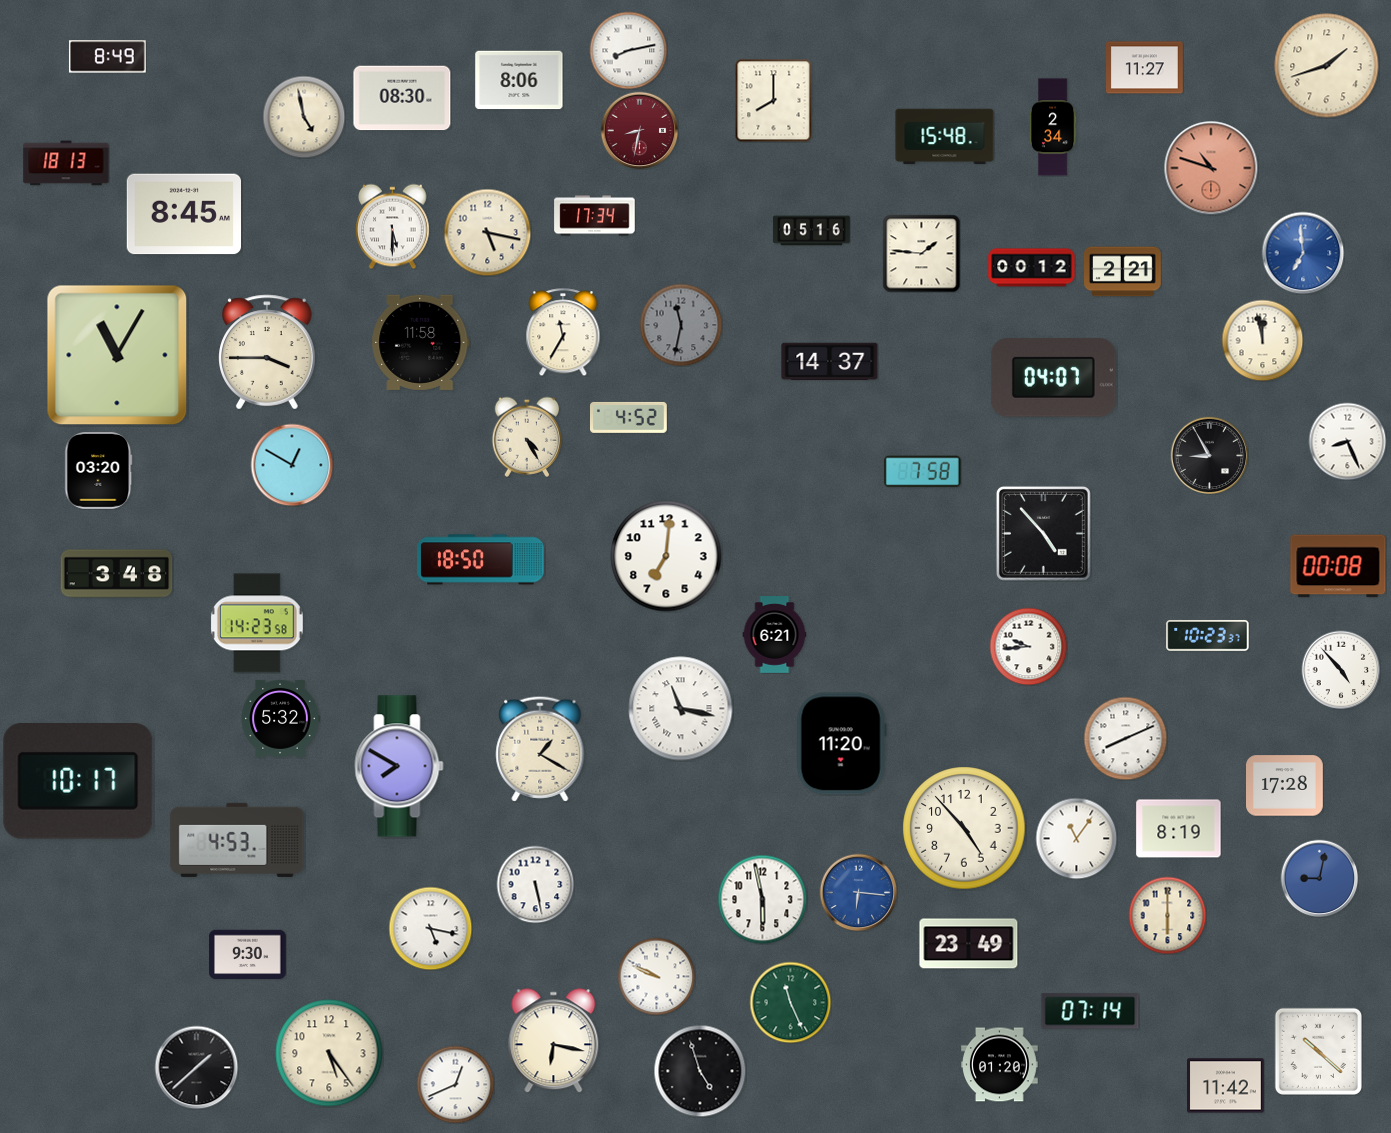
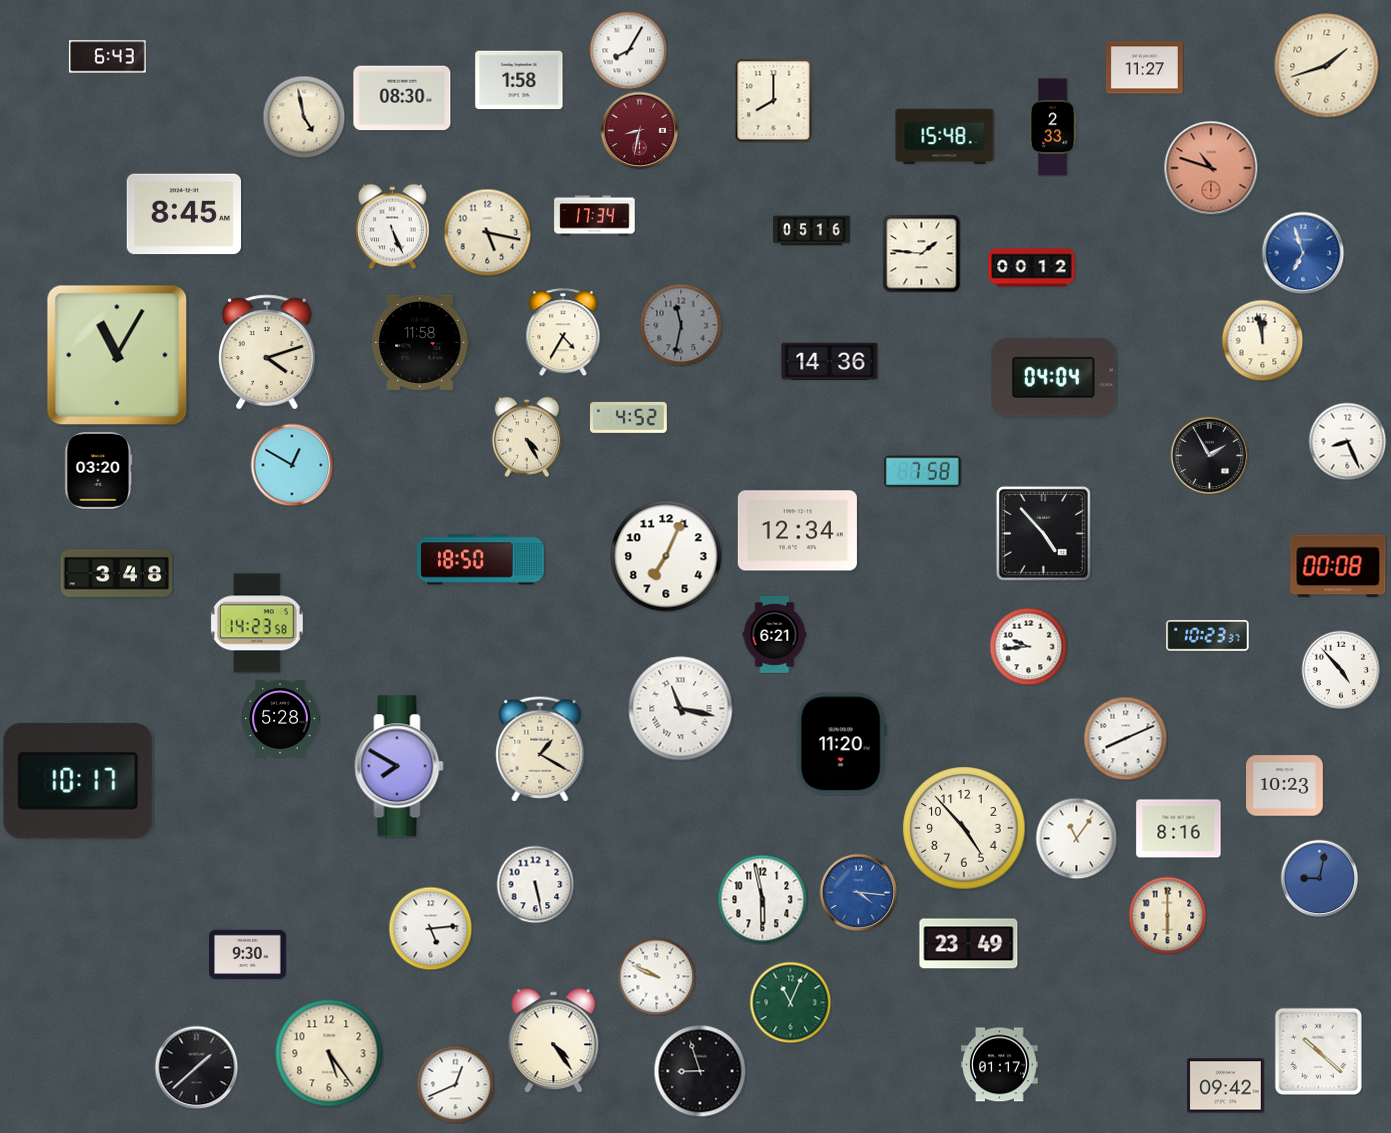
clock at (628, 50): 8:13 -> 8:05
clock at (107, 57): 8:49 -> 6:43
clock at (519, 80): 8:06 -> 1:58
clock at (1053, 127): 2:34 -> 2:33
clock at (66, 163): 18:13 -> none
clock at (393, 226): 5:30 -> 5:26
clock at (1303, 253): 6:59 -> 6:57
clock at (1123, 272): 2:21 -> none
clock at (563, 332): 11:35 -> 4:35
clock at (267, 352): 3:45 -> 4:12
clock at (830, 362): 14:37 -> 14:36
clock at (1053, 378): 04:07 -> 04:04
clock at (1209, 455): 8:55 -> 1:55
clock at (797, 531): none -> 12:34
clock at (666, 556): 7:01 -> 7:04
clock at (280, 718): 5:32 -> 5:28
clock at (1285, 786): 17:28 -> 10:23
clock at (1179, 829): 8:19 -> 8:16
clock at (237, 840): 4:53 -> none
clock at (858, 892): 6:16 -> 4:16
clock at (430, 928): 5:17 -> 5:14
clock at (790, 1002): 11:26 -> 11:04
clock at (1090, 1011): 07:14 -> none
clock at (554, 1041): 6:17 -> 4:24
clock at (1000, 1065): 01:20 -> 01:17
clock at (700, 1071): 4:57 -> 8:57
clock at (1226, 1086): 11:42 -> 09:42
